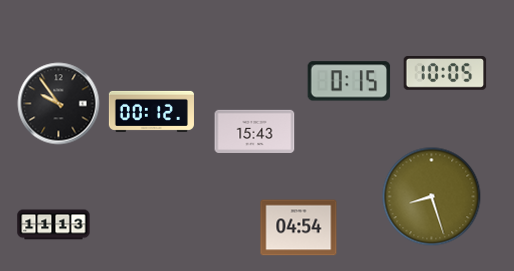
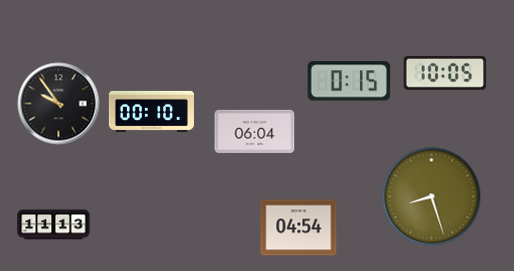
clock at (151, 111): 00:12 -> 00:10
clock at (255, 131): 15:43 -> 06:04
